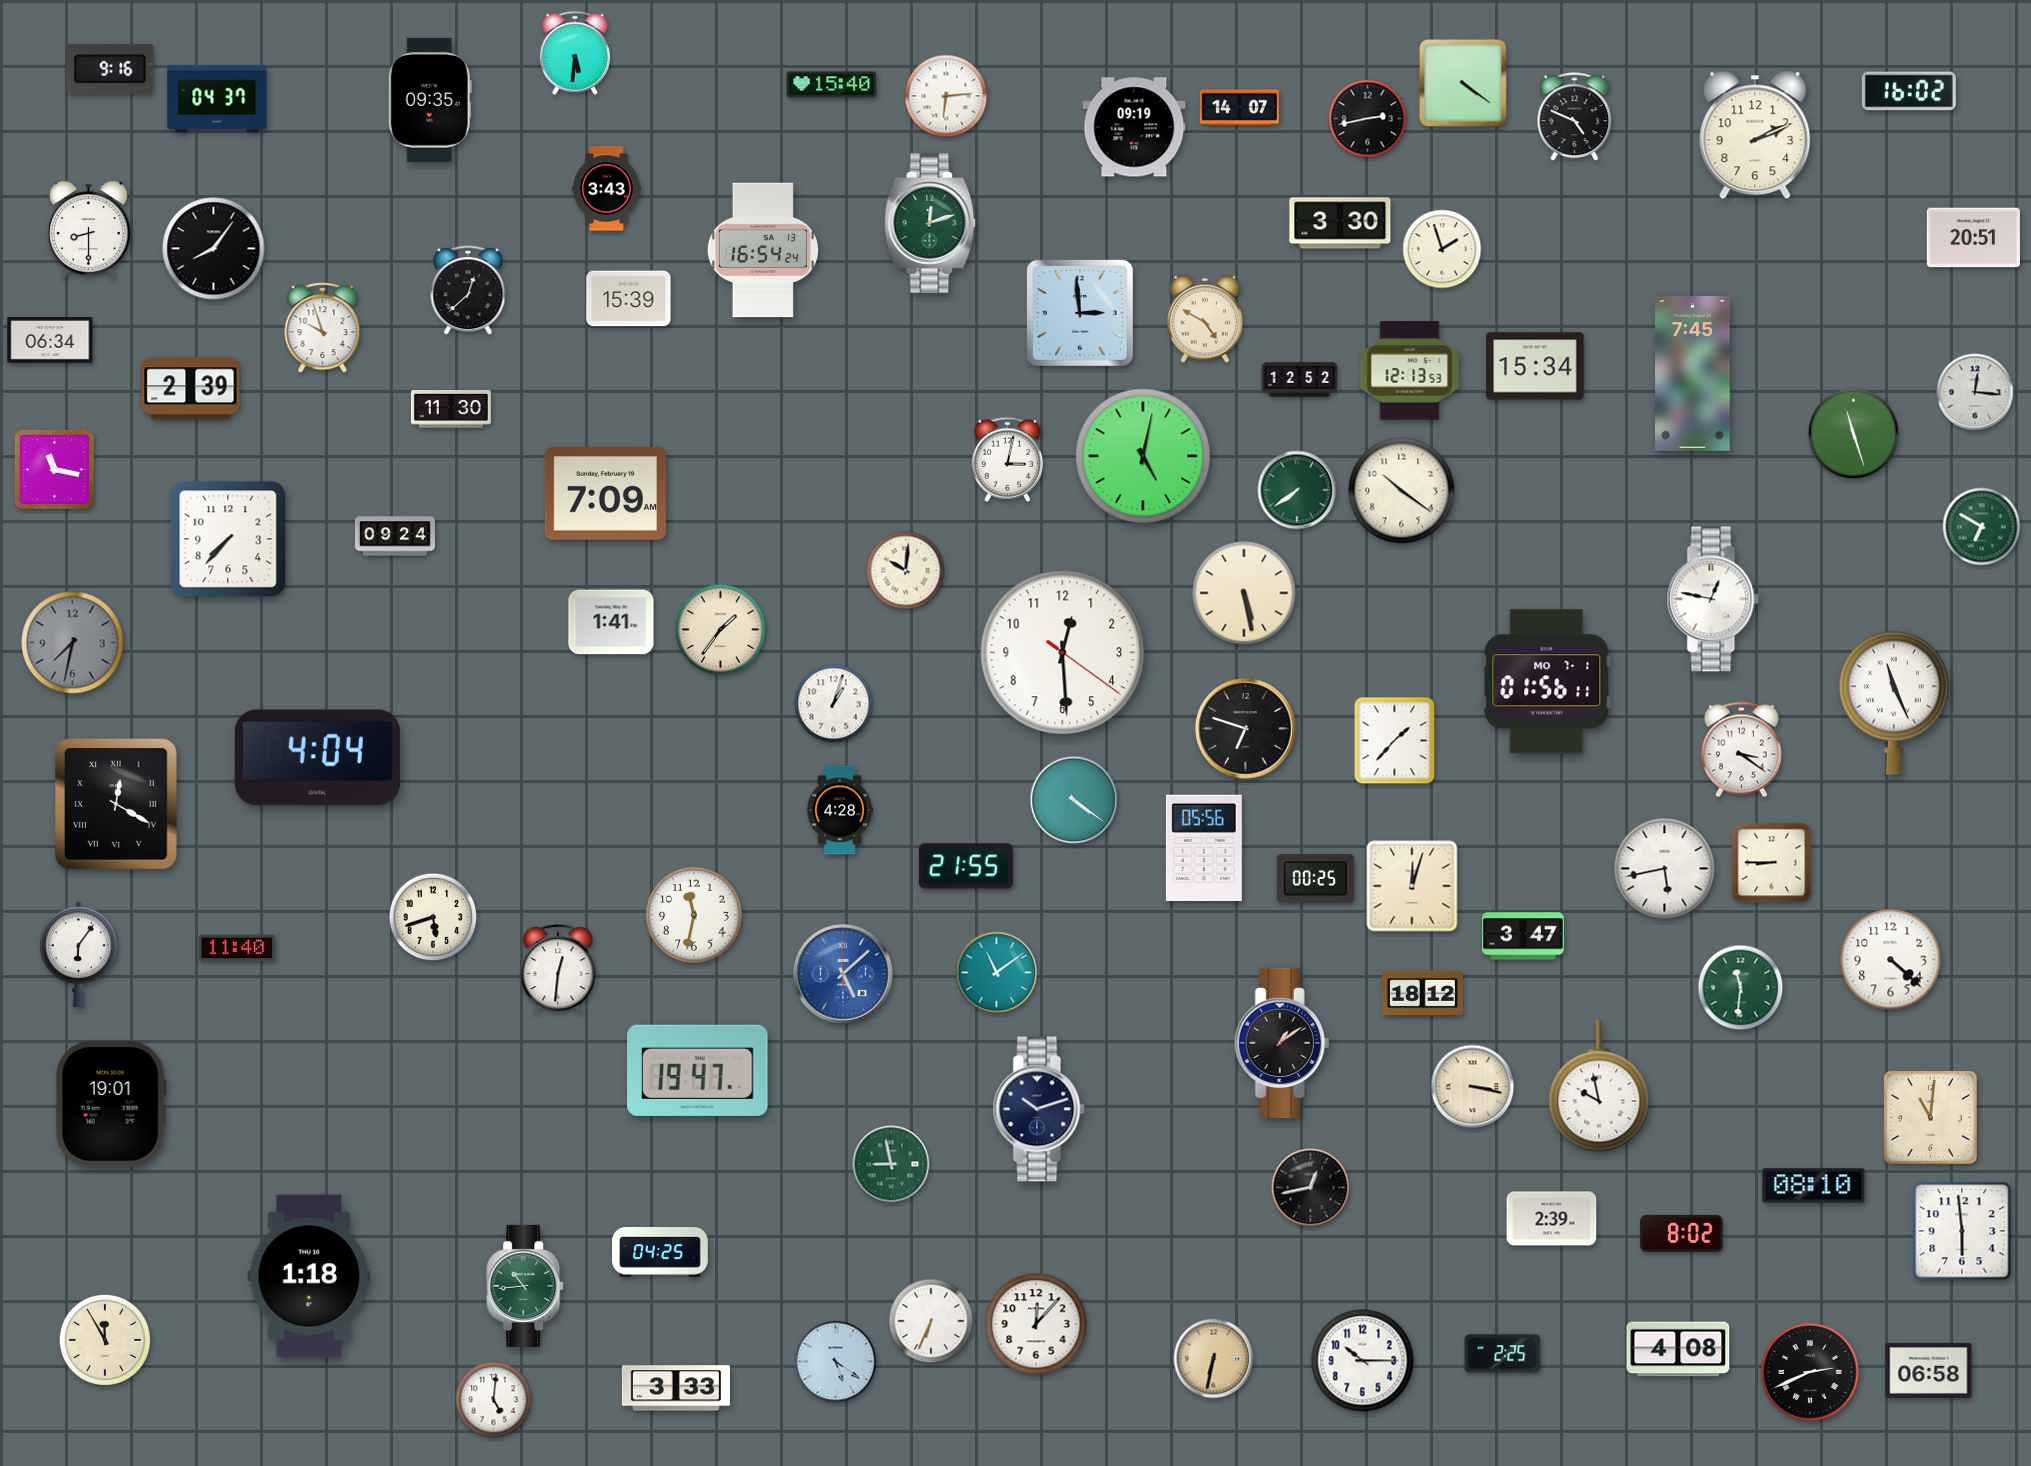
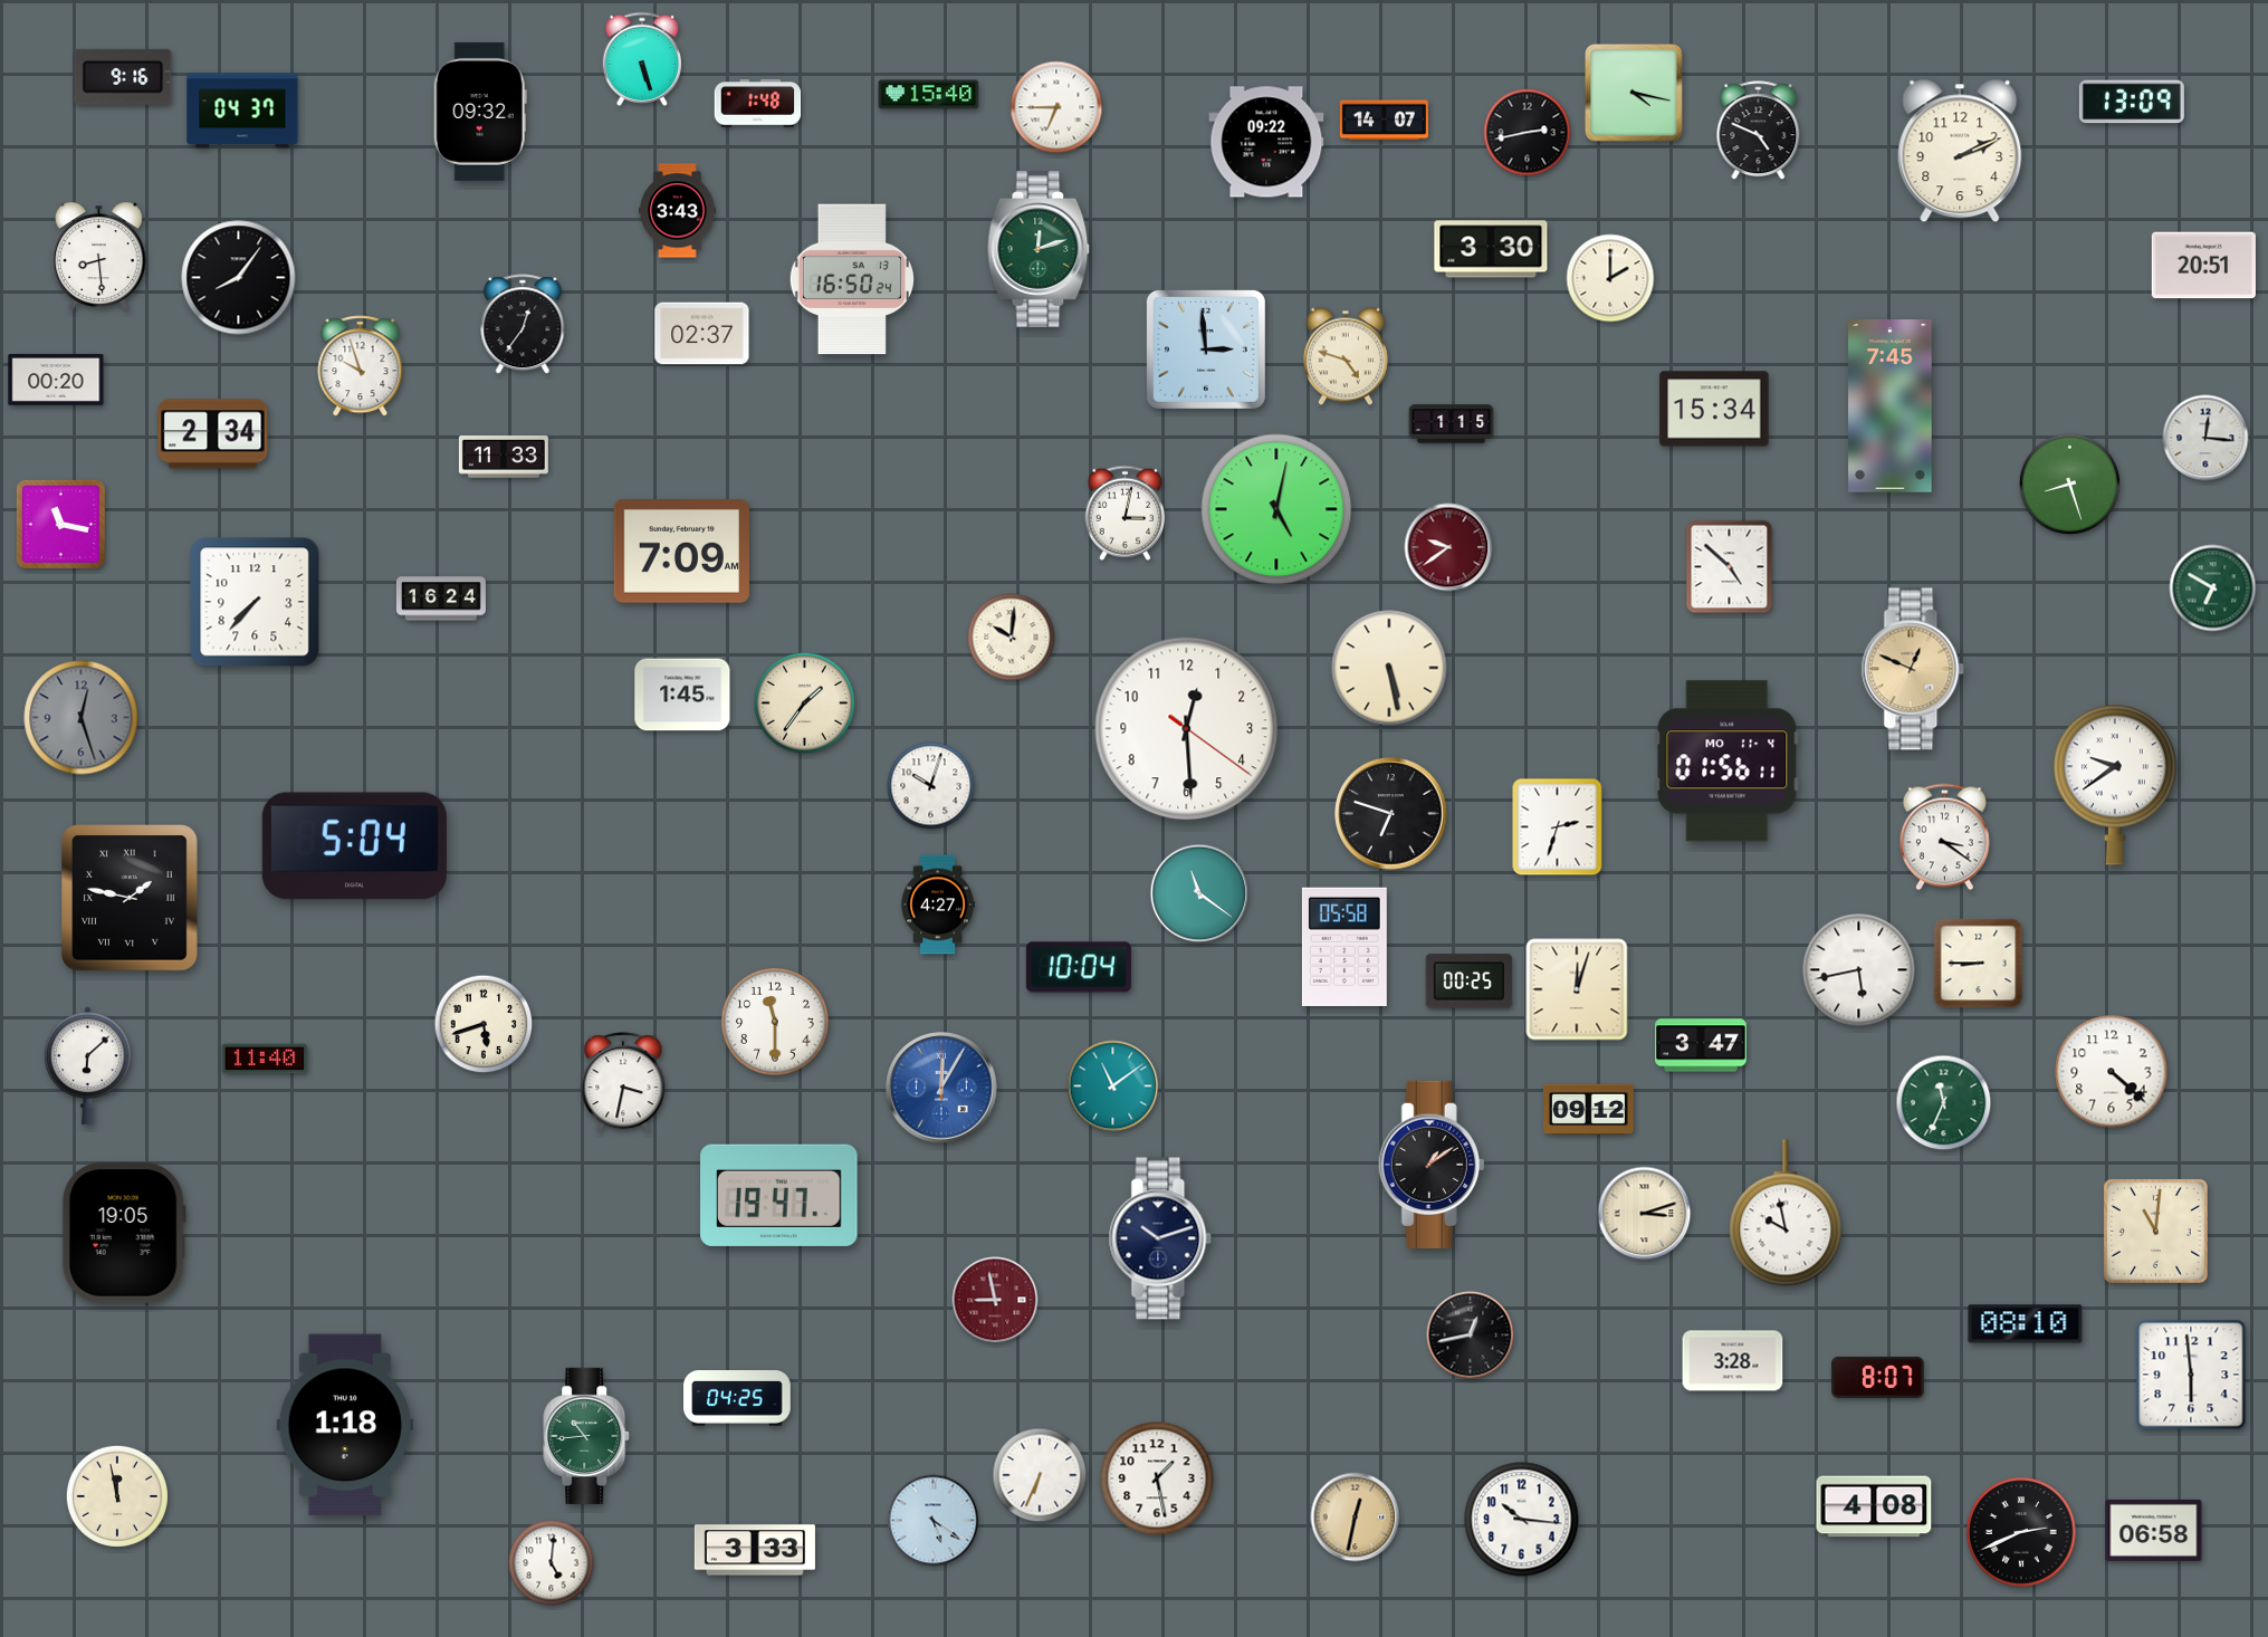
clock at (574, 53): 5:31 -> 5:27
clock at (1463, 83): 4:21 -> 4:17
clock at (1909, 91): 16:02 -> 13:09
clock at (758, 104): none -> 1:48
clock at (946, 96): 6:14 -> 6:45
clock at (430, 100): 09:35 -> 09:32
clock at (1134, 127): 09:19 -> 09:22
clock at (1340, 223) position: (1340, 223) -> (1491, 249)
clock at (89, 229): 8:30 -> 8:29
clock at (1442, 249): 1:57 -> 2:00
clock at (763, 250): 16:54 -> 16:50
clock at (468, 291): 12:38 -> 12:36
clock at (629, 299): 15:39 -> 02:37
clock at (1205, 319): 4:50 -> 4:48
clock at (50, 341): 06:34 -> 00:20
clock at (1410, 371): 12:13 -> none
clock at (1693, 374) position: (1693, 374) -> (1891, 406)
clock at (1300, 380): 12:52 -> 1:15
clock at (191, 389): 2:39 -> 2:34
clock at (451, 410): 11:30 -> 11:33
clock at (1853, 433): 11:27 -> 8:27
clock at (1297, 490): 7:39 -> 9:39
clock at (1297, 490) dial: green -> burgundy
clock at (1402, 491): 10:21 -> none
clock at (605, 494) position: (605, 494) -> (681, 552)
clock at (1730, 567): none -> 4:52
clock at (395, 536): 09:24 -> 16:24
clock at (1244, 593) position: (1244, 593) -> (1389, 668)
clock at (1713, 599): 12:47 -> 12:49
clock at (1713, 599) dial: white -> champagne
clock at (611, 622): 1:41 -> 1:45
clock at (73, 643): 7:32 -> 12:27
clock at (1547, 682) date: MO 7-1 -> MO 11-4
clock at (1894, 703): 11:26 -> 9:39
clock at (834, 704): 1:03 -> 10:03
clock at (1395, 741): 1:37 -> 2:33
clock at (317, 758): 4:04 -> 5:04
clock at (1074, 800): 4:21 -> 11:21
clock at (117, 804): 12:20 -> 1:47
clock at (840, 810): 4:28 -> 4:27
clock at (1204, 847): 05:56 -> 05:58
clock at (966, 866): 21:55 -> 10:04
clock at (694, 915): 11:32 -> 11:30
clock at (79, 955): 6:06 -> 6:08
clock at (558, 970): 12:31 -> 3:32
clock at (843, 974): 5:08 -> 12:05
clock at (1741, 988): 11:31 -> 11:34
clock at (1423, 994): 18:12 -> 09:12
clock at (1473, 1087): 3:17 -> 3:12
clock at (111, 1104): 19:01 -> 19:05
clock at (1930, 1117) position: (1930, 1117) -> (2155, 1231)
clock at (891, 1164) dial: green -> burgundy
clock at (1311, 1188) position: (1311, 1188) -> (1471, 1336)
clock at (1552, 1219): 2:39 -> 3:28
clock at (1682, 1233): 8:02 -> 8:07
clock at (1036, 1324): 12:07 -> 1:28
clock at (105, 1340): 11:55 -> 11:58
clock at (1503, 1354): 2:25 -> none
clock at (1214, 1359): 6:32 -> 12:32
clock at (1363, 1361): 10:15 -> 10:16
